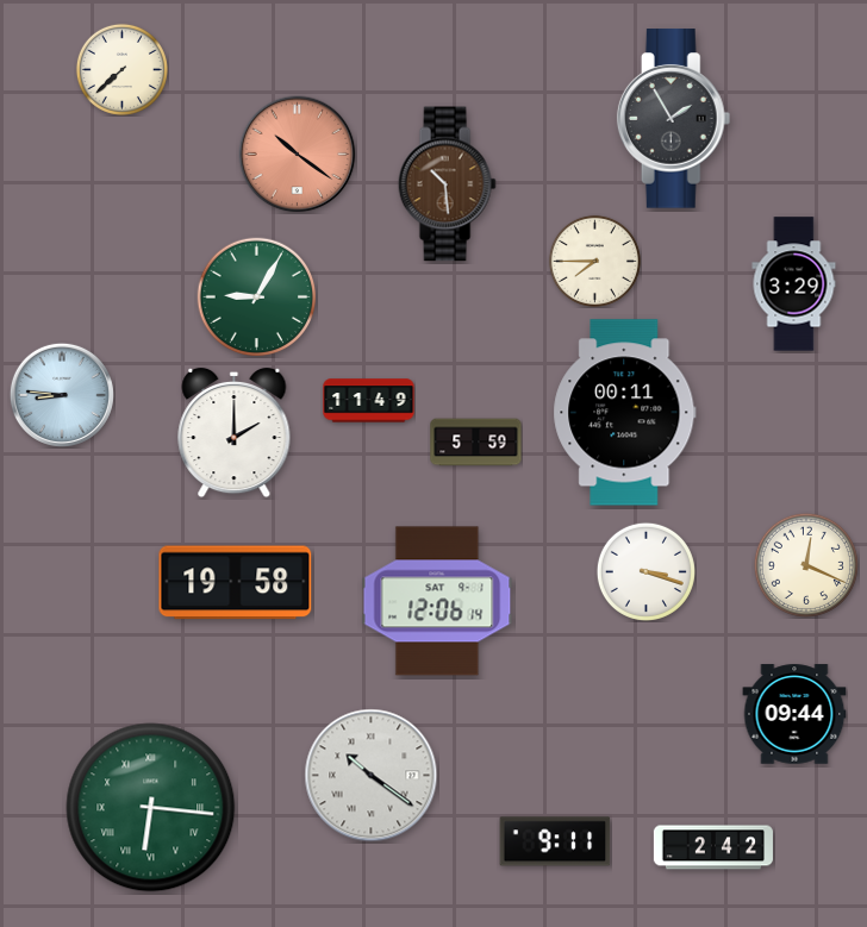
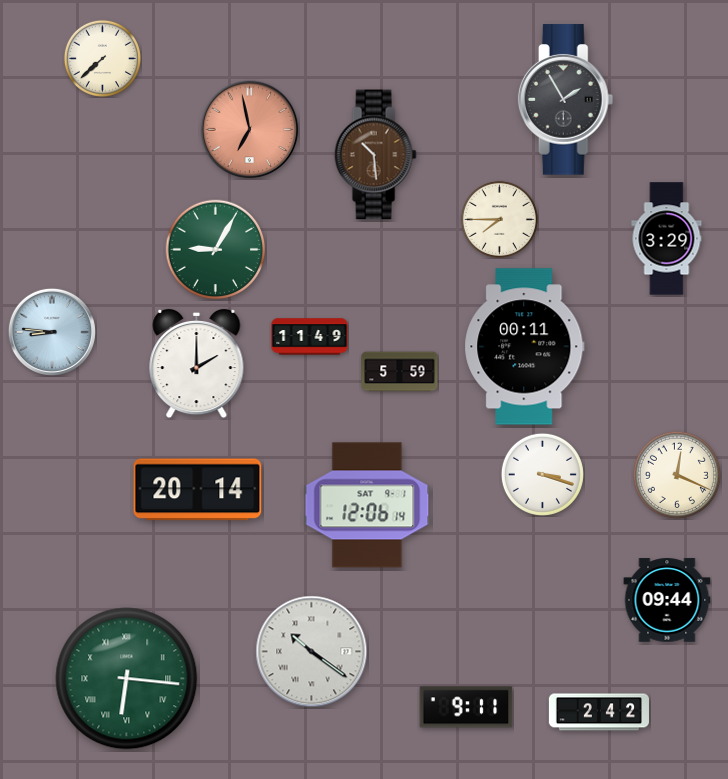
clock at (298, 155): 10:21 -> 6:58
clock at (645, 571) position: (645, 571) -> (542, 474)
clock at (236, 583): 19:58 -> 20:14
